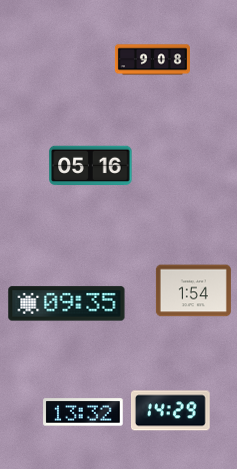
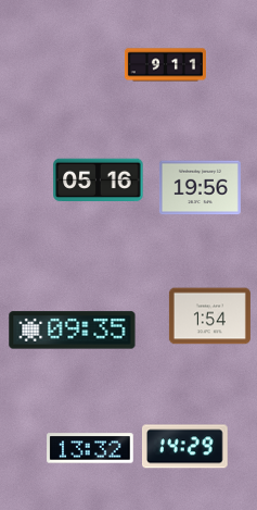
clock at (152, 60): 9:08 -> 9:11
clock at (200, 188): none -> 19:56
